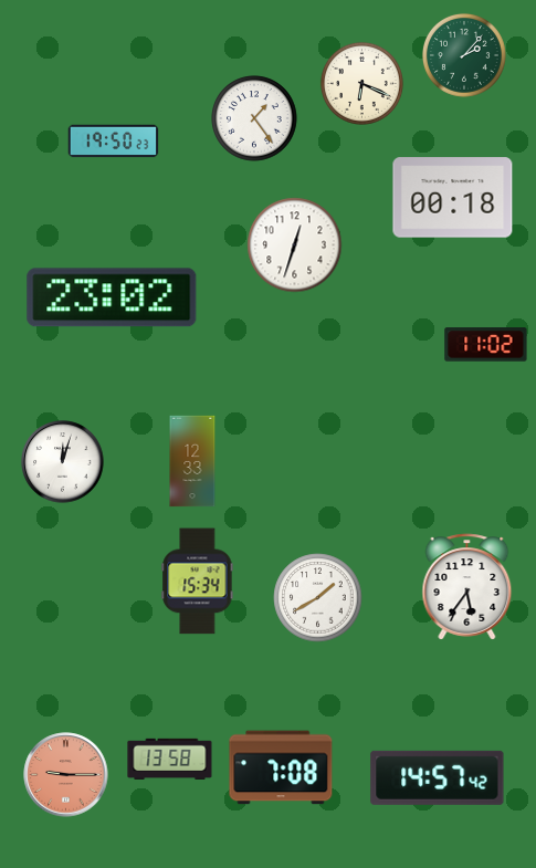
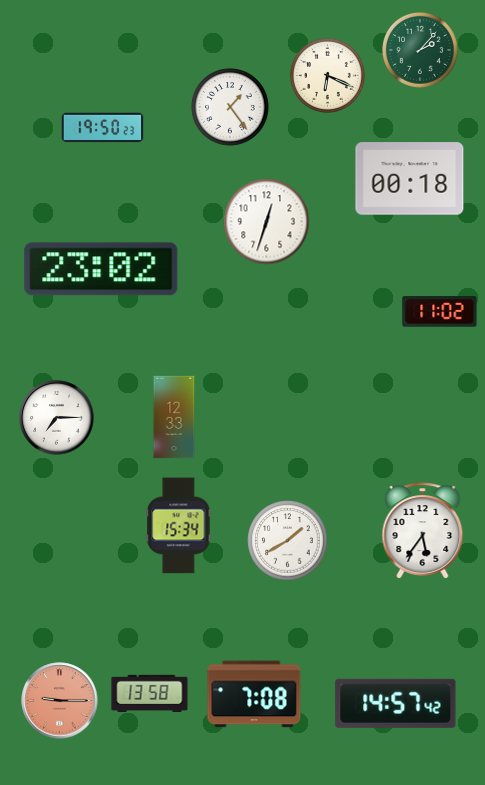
clock at (63, 462): 12:03 -> 7:15
clock at (170, 759) position: (170, 759) -> (150, 693)
